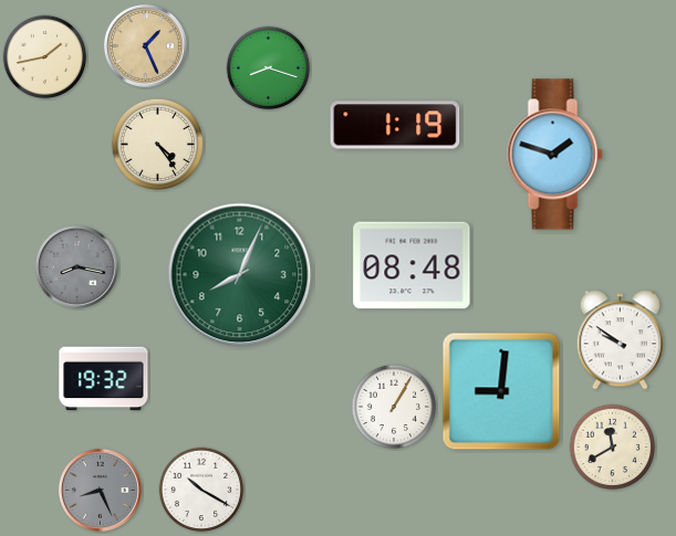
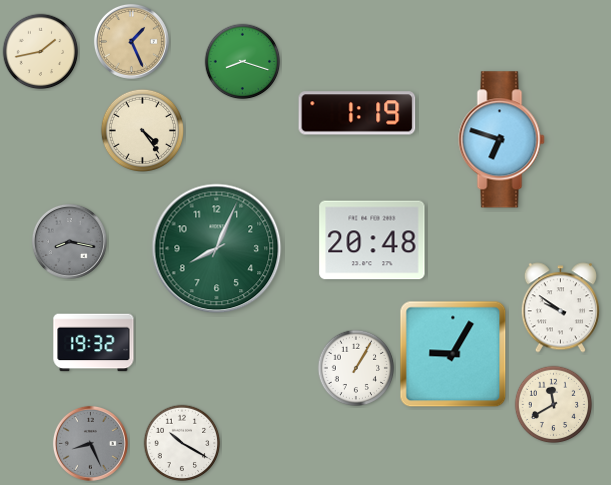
clock at (555, 155): 1:48 -> 6:48
clock at (412, 265): 08:48 -> 20:48
clock at (501, 391): 9:01 -> 9:05
